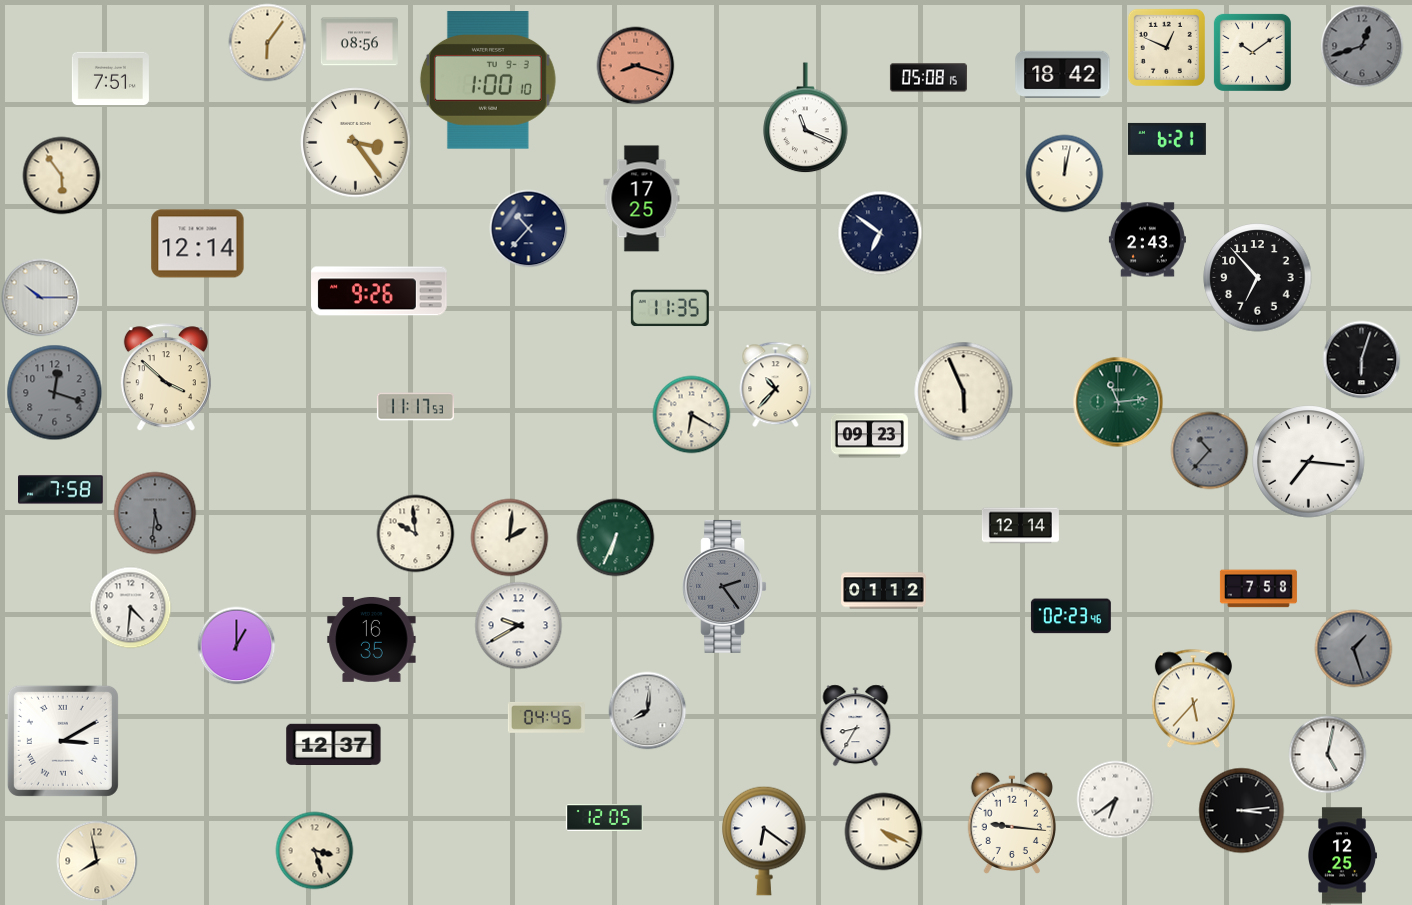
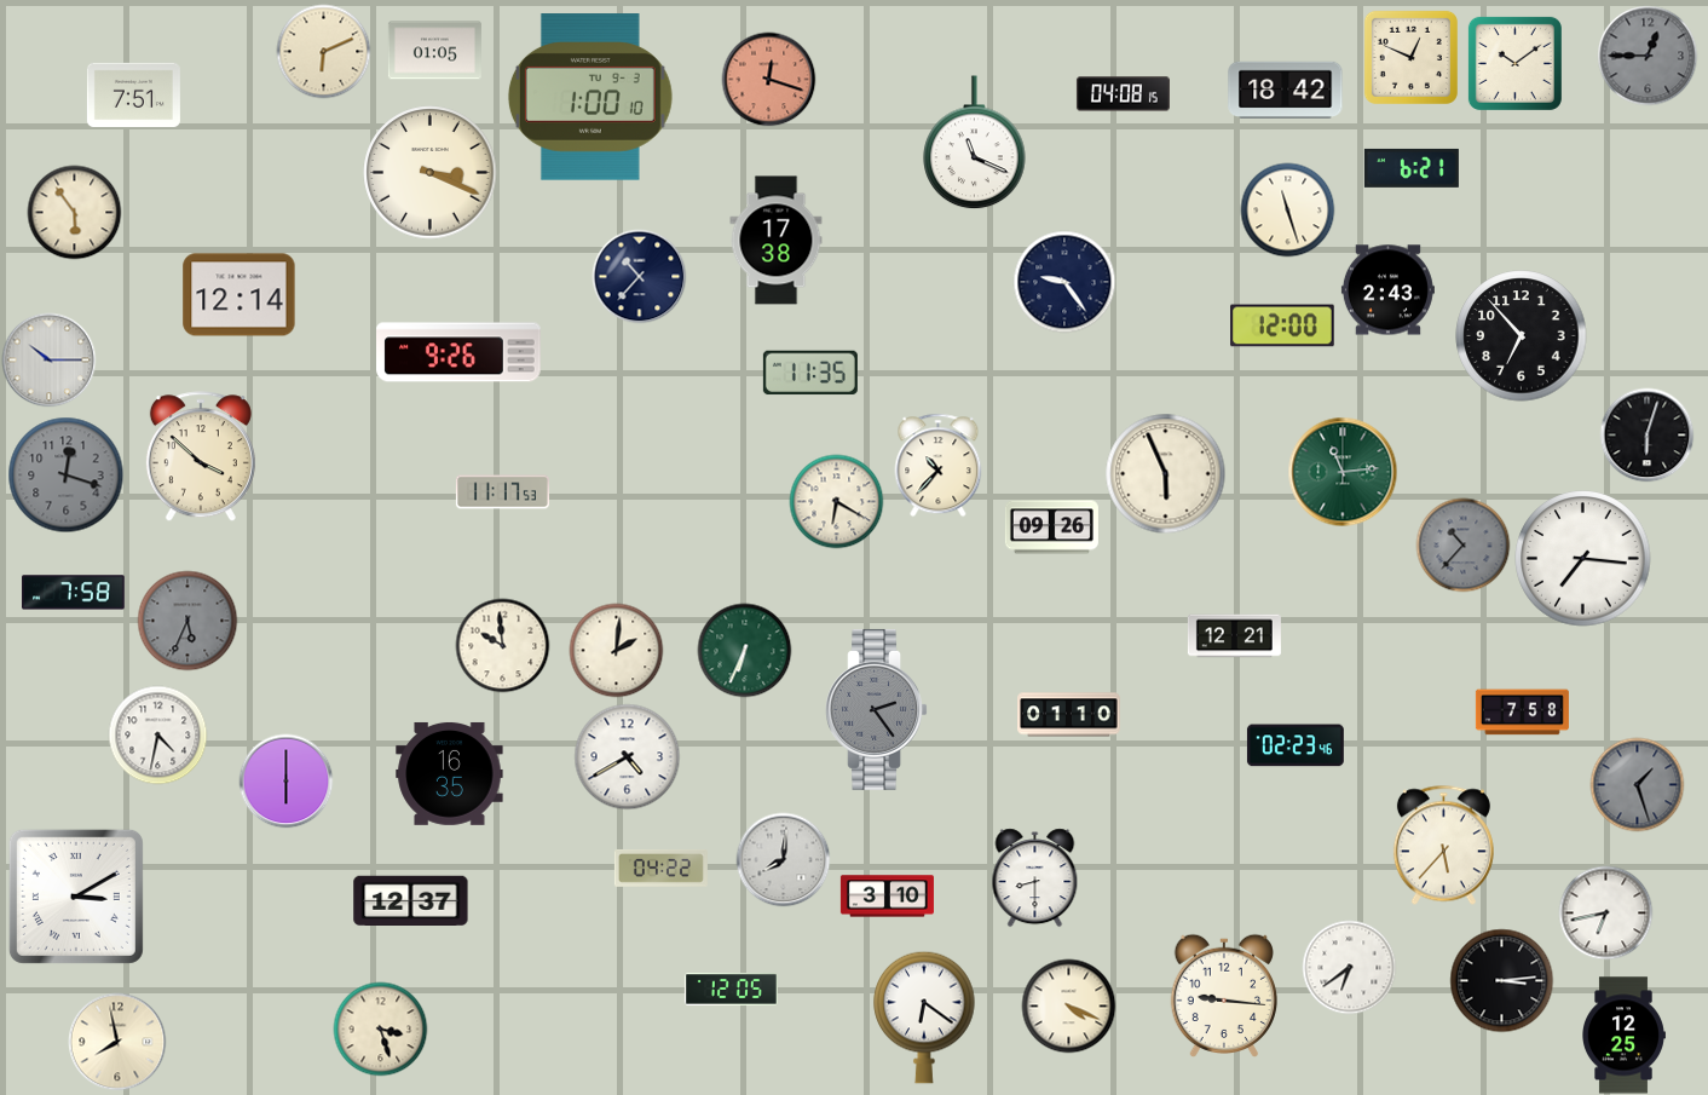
clock at (267, 42): 6:06 -> 6:11
clock at (359, 42): 08:56 -> 01:05
clock at (1362, 46): 12:42 -> 12:45
clock at (635, 65): 8:18 -> 12:18
clock at (928, 78): 05:08 -> 04:08
clock at (356, 143): 3:24 -> 3:19
clock at (1064, 173): 12:02 -> 11:27
clock at (642, 199): 17:25 -> 17:38
clock at (880, 233): 6:51 -> 9:24
clock at (1282, 325): none -> 12:00
clock at (1118, 402) position: (1118, 402) -> (1343, 472)
clock at (869, 436): 09:23 -> 09:26
clock at (155, 513): 5:31 -> 5:34
clock at (1020, 526): 12:14 -> 12:21
clock at (884, 591): 01:12 -> 01:10
clock at (130, 607): 4:31 -> 4:32
clock at (518, 625): 9:40 -> 4:40
clock at (236, 645): 1:00 -> 6:00
clock at (546, 717): 04:45 -> 04:22
clock at (856, 725): 8:35 -> 8:30
clock at (887, 897): none -> 3:10
clock at (334, 744) position: (334, 744) -> (411, 900)
clock at (1327, 754): 5:02 -> 6:43
